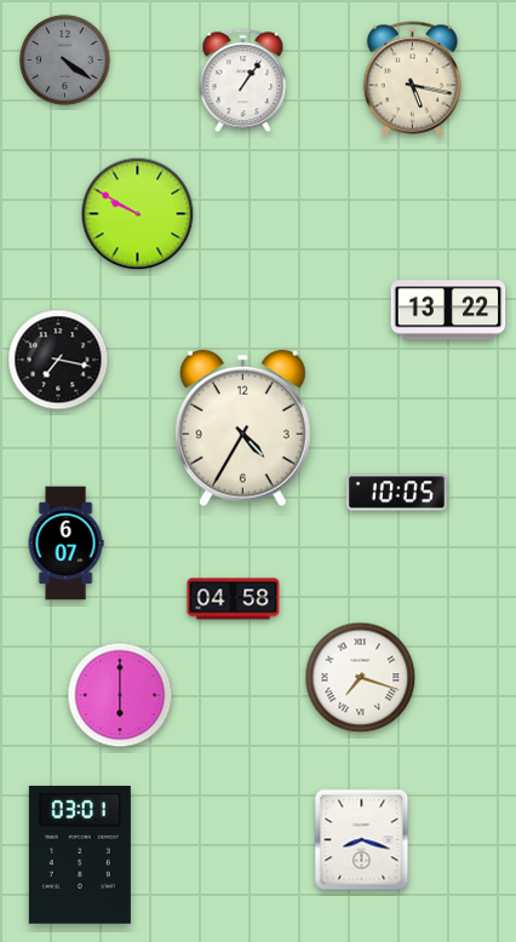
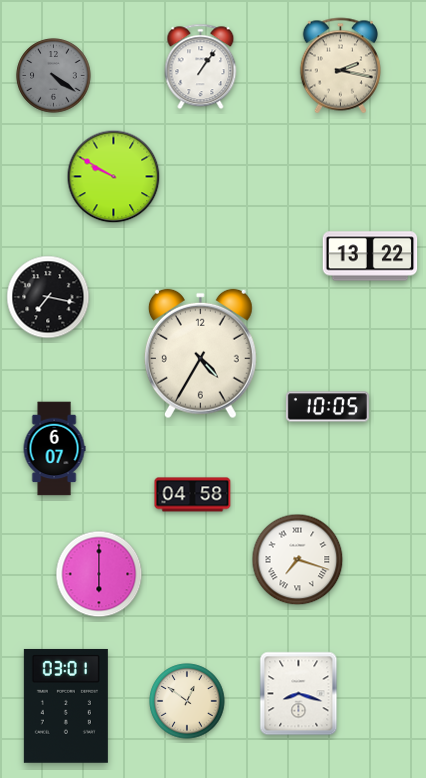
clock at (65, 61) position: (65, 61) -> (54, 76)
clock at (412, 80): 5:17 -> 2:17
clock at (187, 701): none -> 12:51
